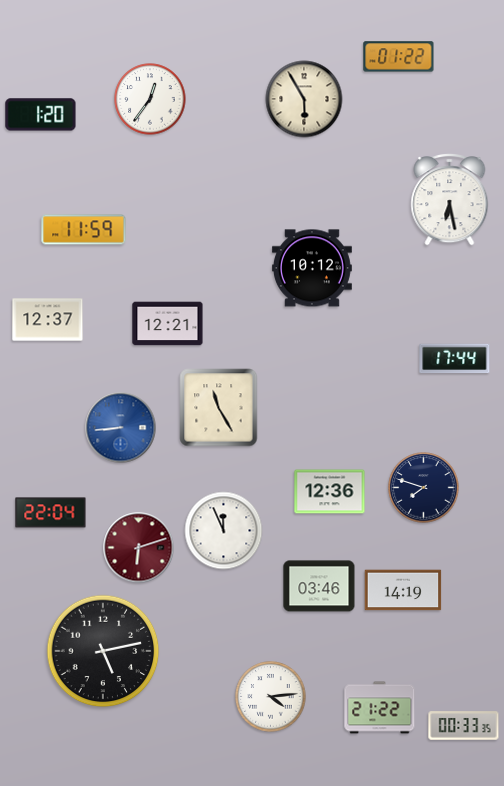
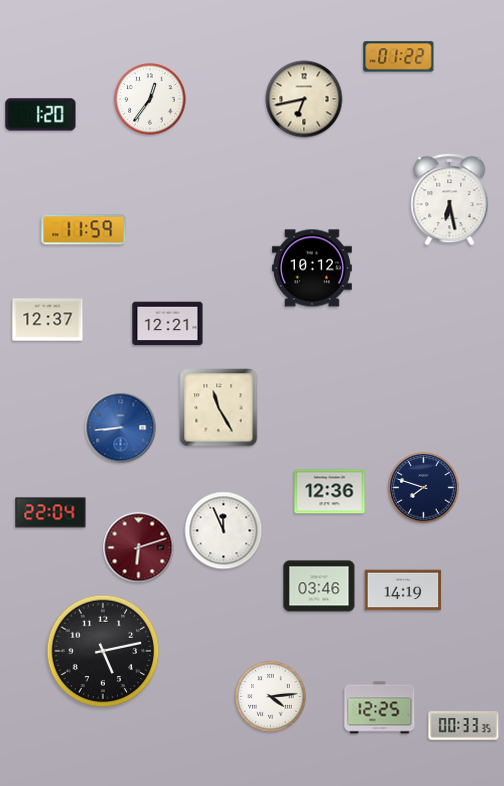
clock at (304, 99): 5:55 -> 6:43
clock at (455, 359): 17:44 -> none
clock at (380, 708): 21:22 -> 12:25
